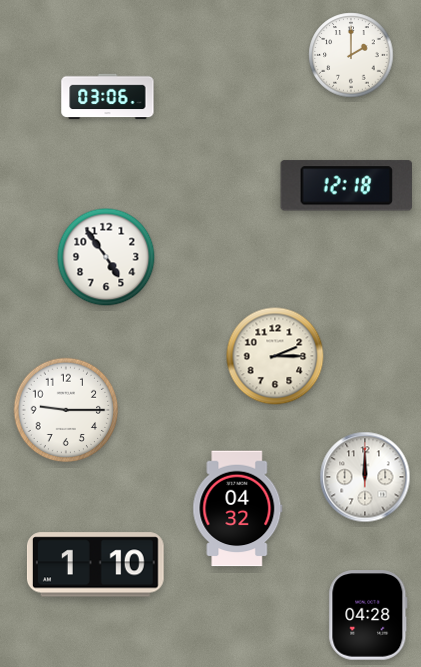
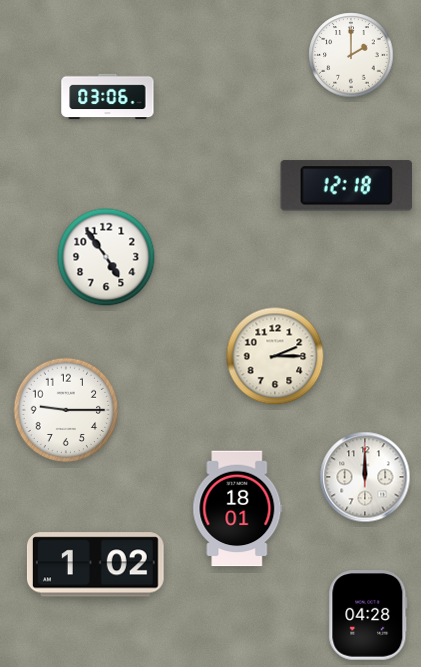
clock at (238, 509): 04:32 -> 18:01
clock at (95, 565): 1:10 -> 1:02
